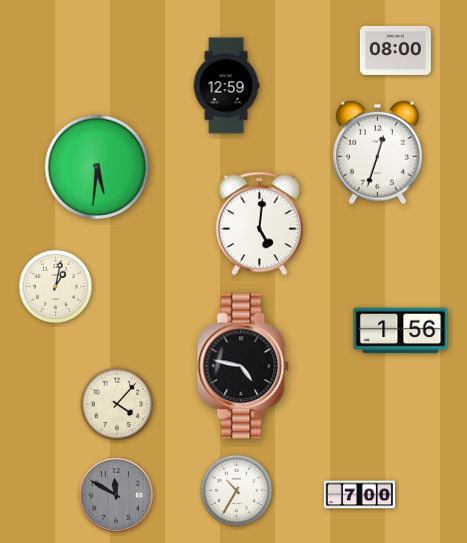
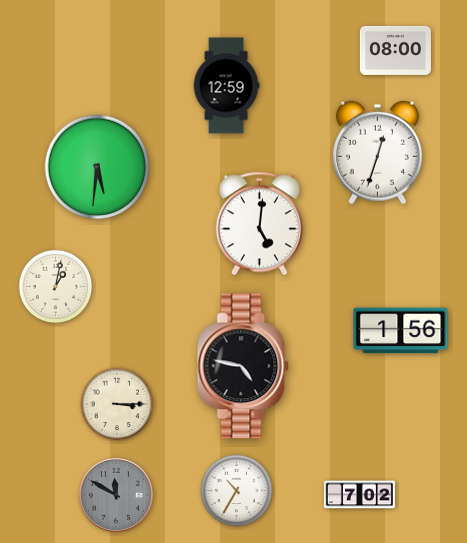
clock at (117, 404): 4:07 -> 3:15
clock at (359, 495): 7:00 -> 7:02
